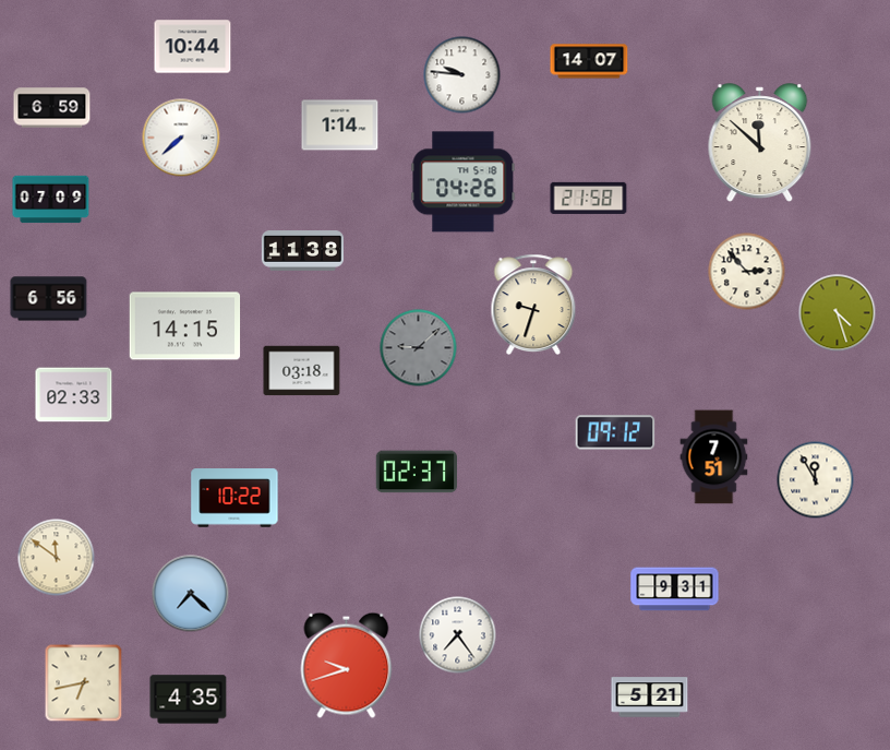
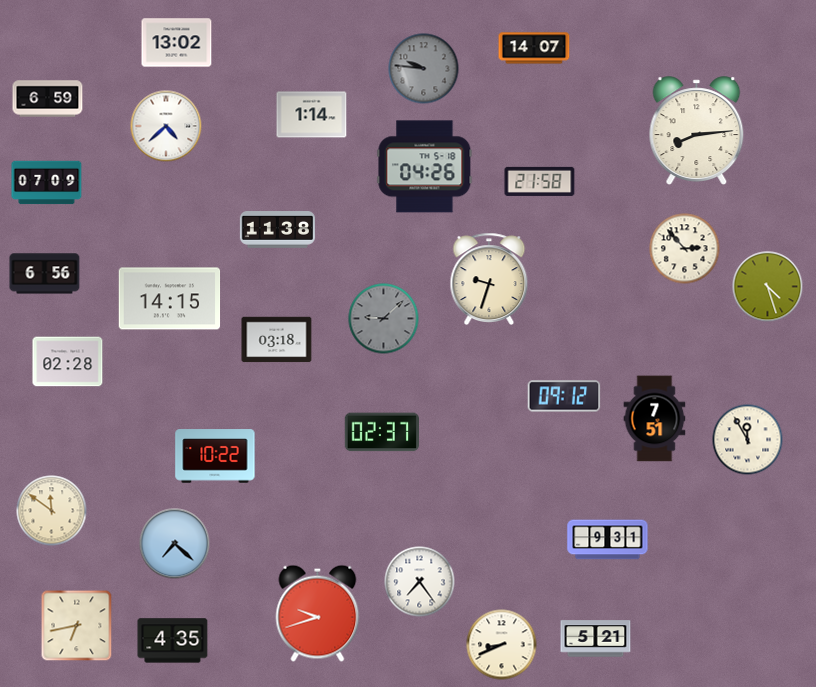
clock at (193, 47): 10:44 -> 13:02
clock at (589, 61) position: (589, 61) -> (534, 48)
clock at (462, 75) dial: white -> grey
clock at (181, 138): 7:38 -> 4:38
clock at (760, 143): 11:52 -> 8:14
clock at (74, 395): 02:33 -> 02:28
clock at (675, 590) position: (675, 590) -> (608, 540)
clock at (347, 665) position: (347, 665) -> (318, 613)
clock at (502, 645): none -> 8:41
